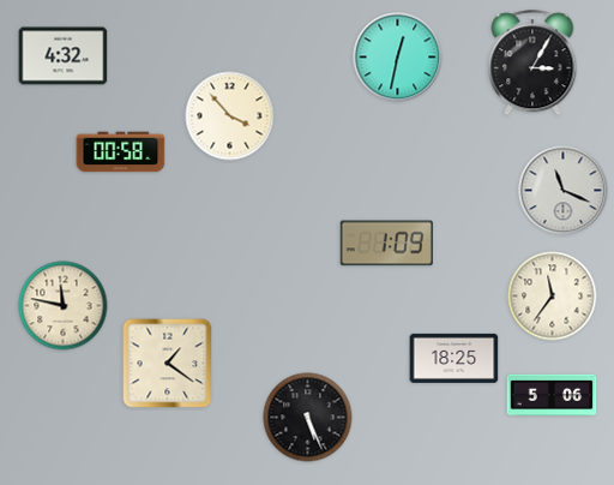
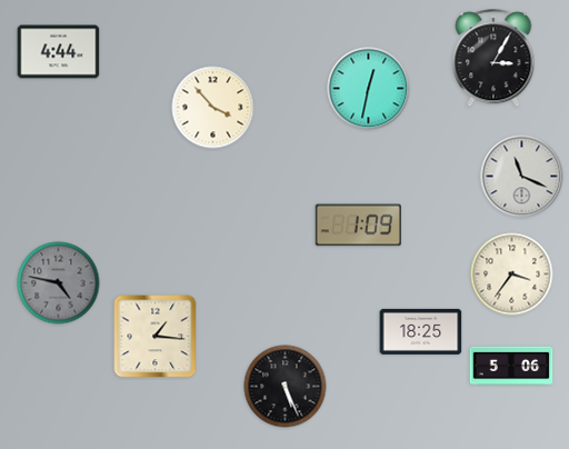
clock at (64, 56): 4:32 -> 4:44
clock at (398, 58) position: (398, 58) -> (369, 89)
clock at (121, 152): 00:58 -> none
clock at (553, 297): 11:36 -> 3:36
clock at (64, 306): 11:47 -> 4:47
clock at (64, 306) dial: cream -> grey
clock at (168, 364): 1:21 -> 1:16
